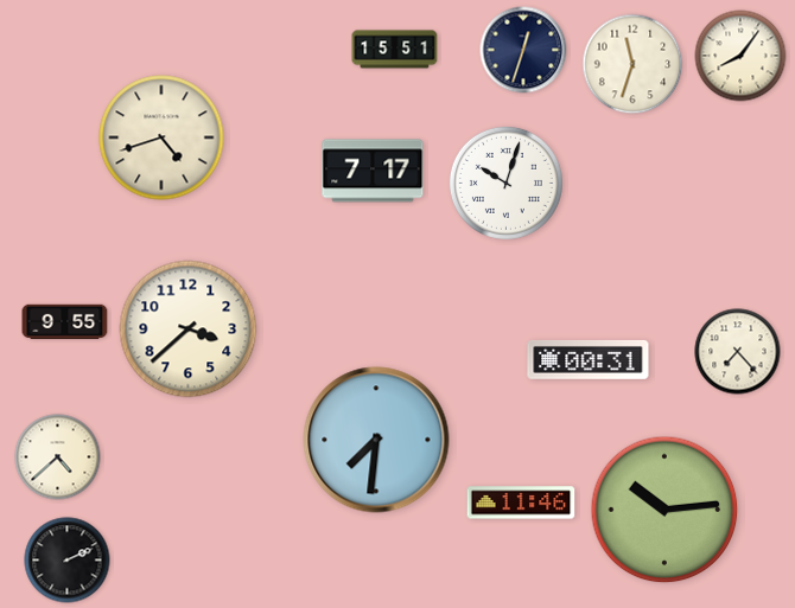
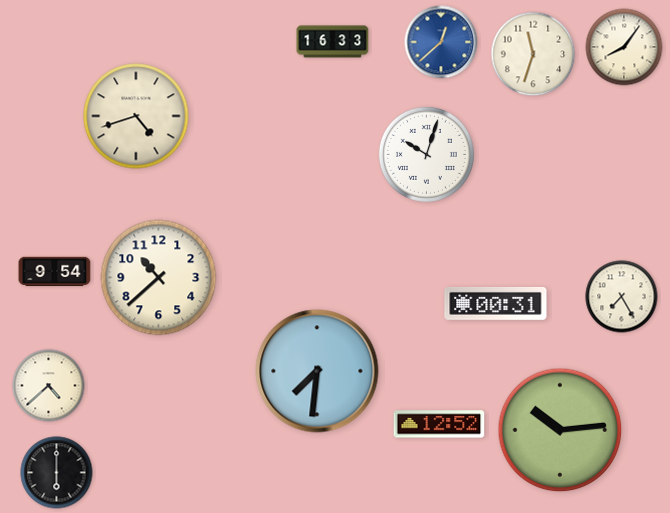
clock at (395, 50): 15:51 -> 16:33
clock at (523, 50): 12:33 -> 12:38
clock at (523, 50) dial: navy -> blue
clock at (373, 171): 7:17 -> none
clock at (65, 322): 9:55 -> 9:54
clock at (189, 329): 3:38 -> 10:38
clock at (738, 352): 7:23 -> 7:25
clock at (521, 503): 11:46 -> 12:52
clock at (68, 561): 2:11 -> 6:00
